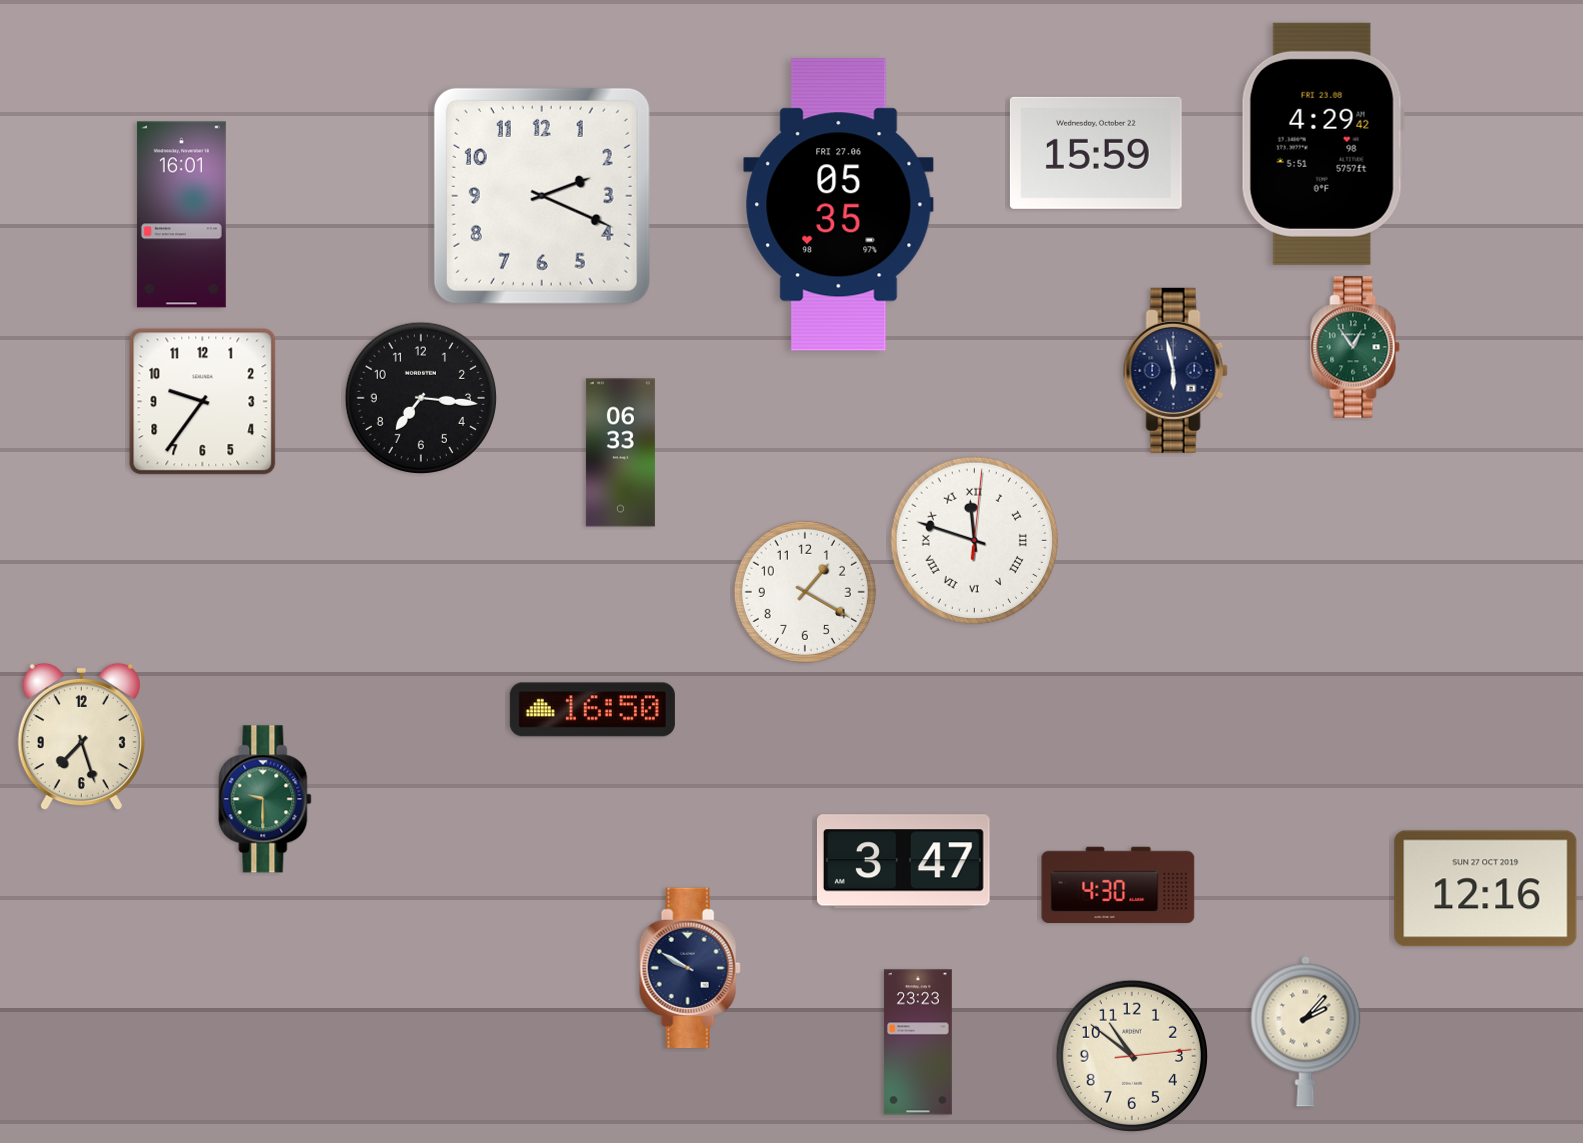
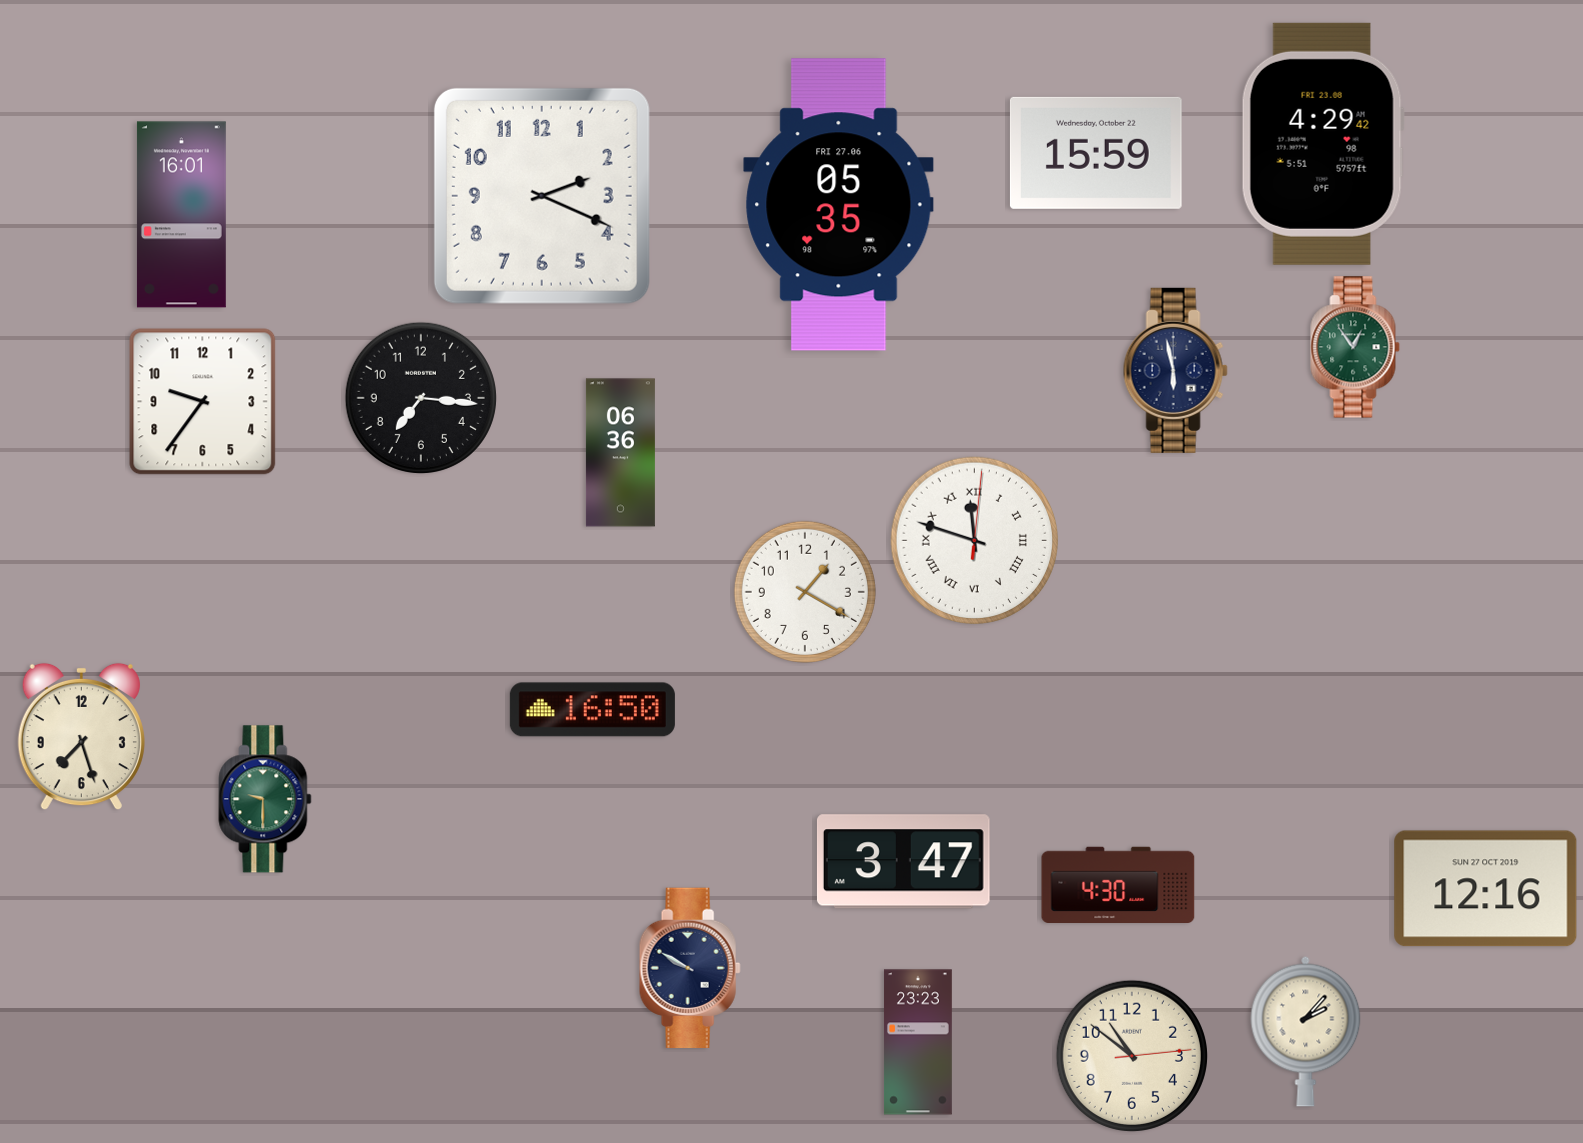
clock at (620, 453): 06:33 -> 06:36
